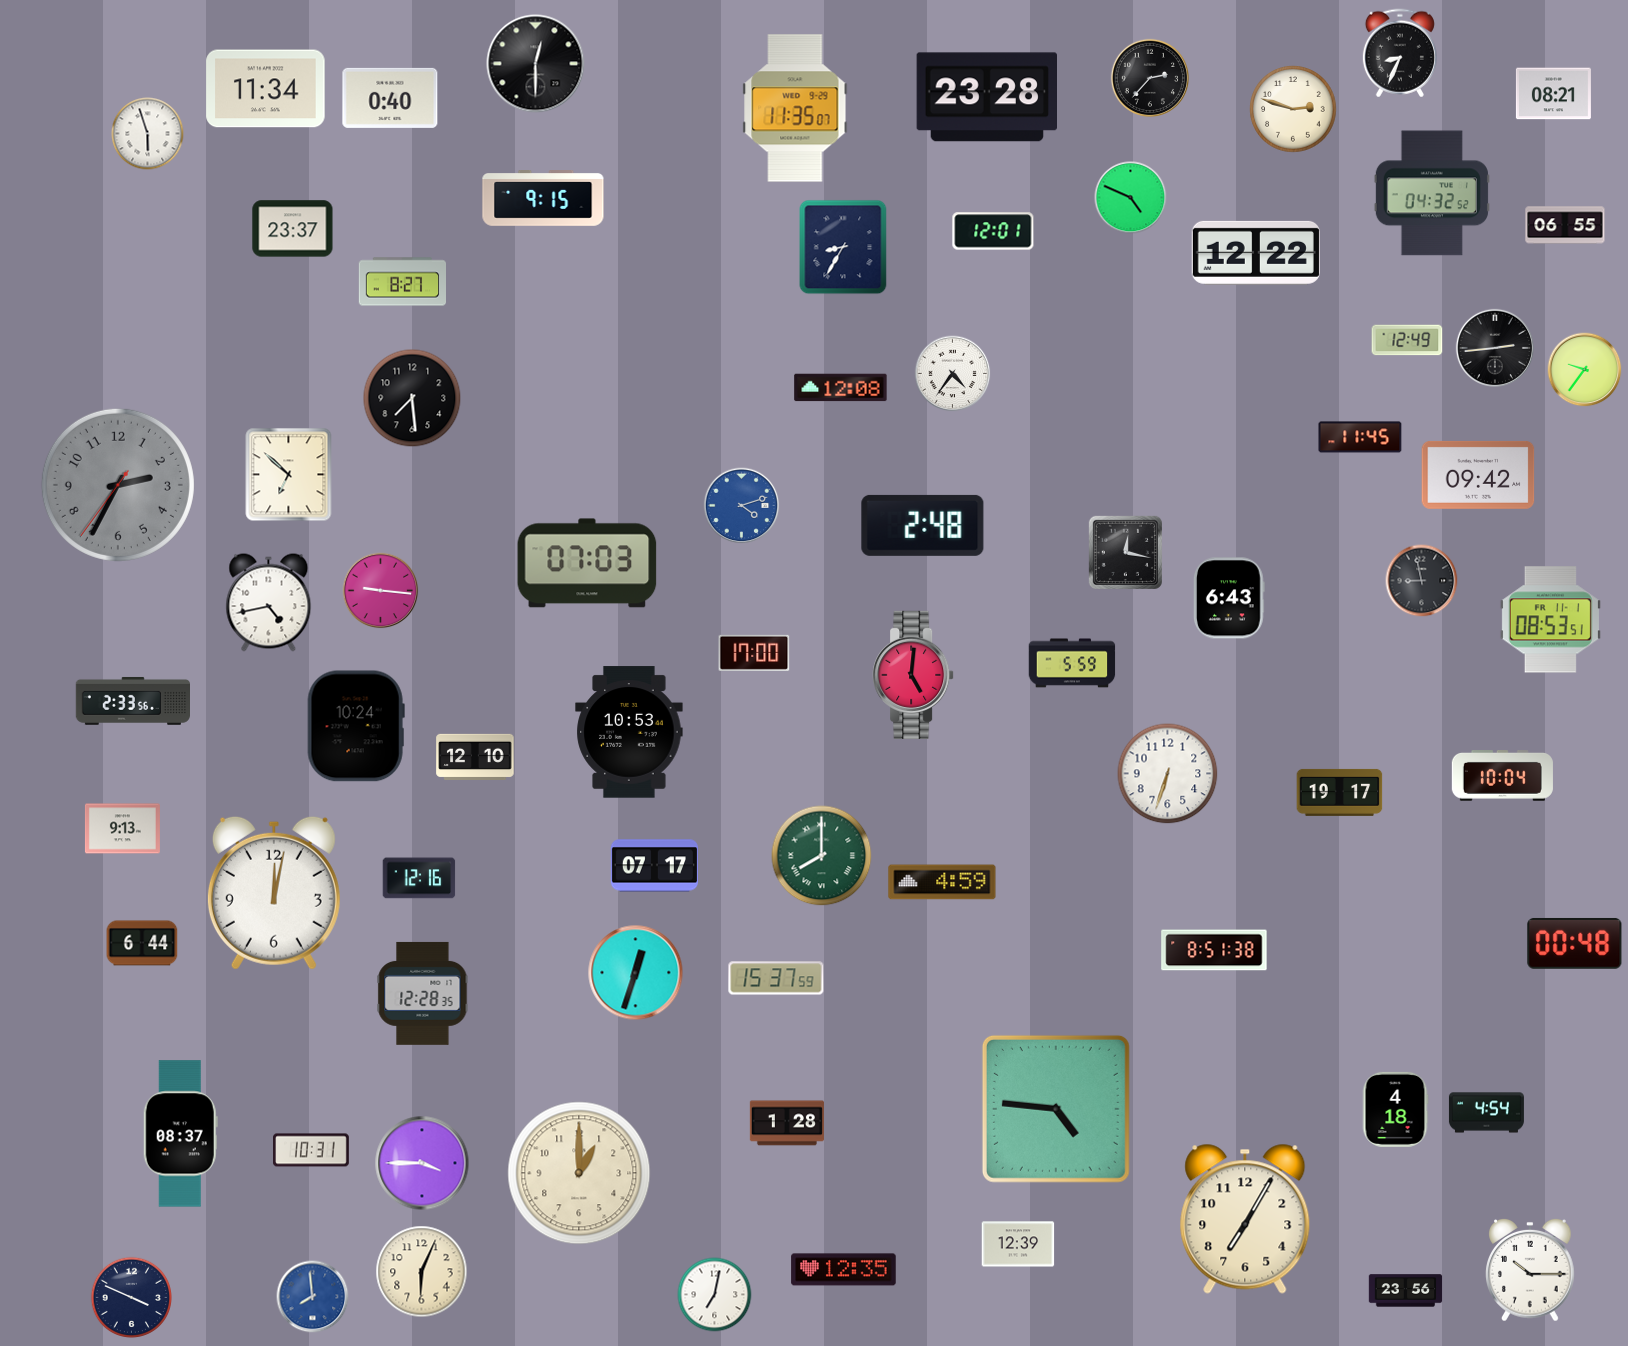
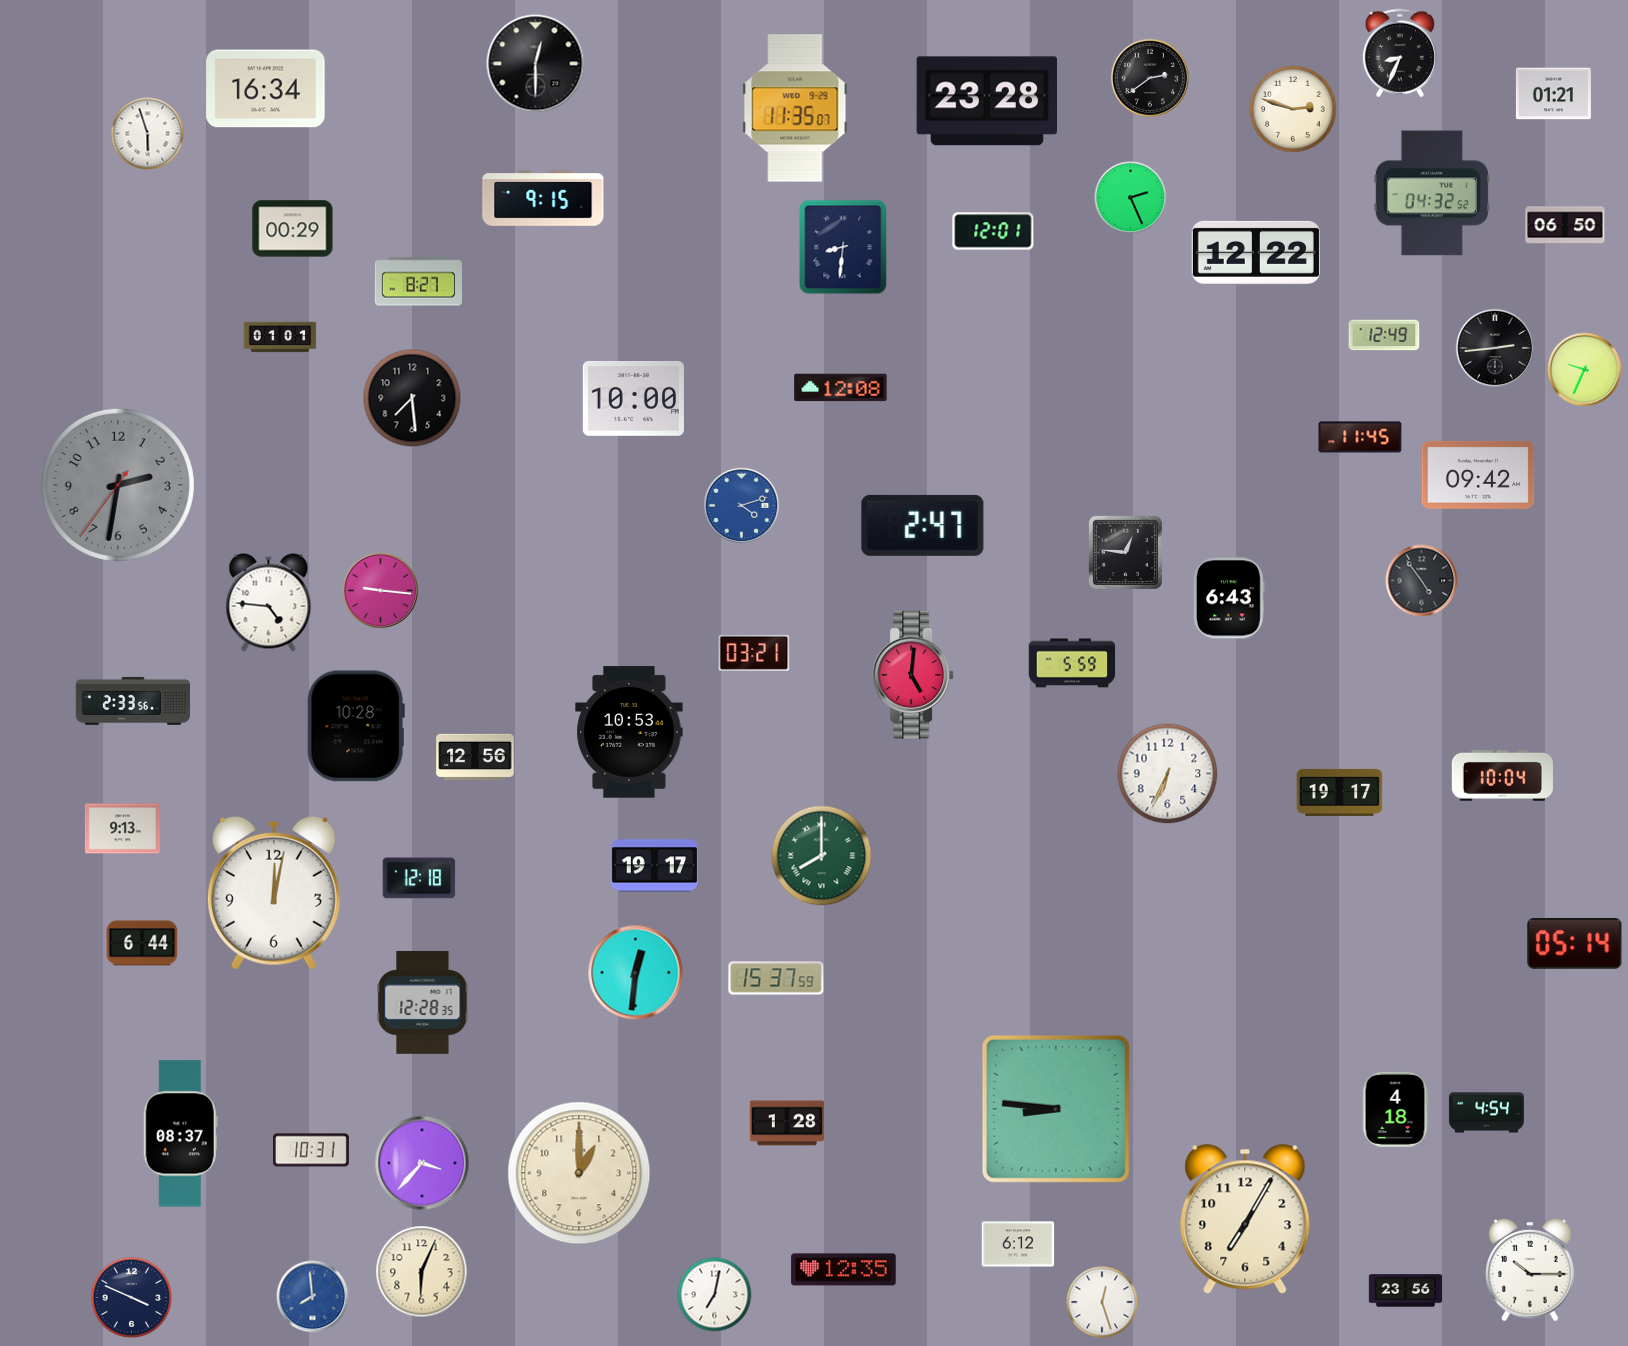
clock at (1149, 77): 2:37 -> 2:39
clock at (266, 89): 11:34 -> 16:34
clock at (1553, 94): 08:21 -> 01:21
clock at (986, 97) position: (986, 97) -> (986, 101)
clock at (390, 98): 0:40 -> none
clock at (1131, 198): 4:49 -> 2:26
clock at (1565, 225): 06:55 -> 06:50
clock at (293, 229): 23:37 -> 00:29
clock at (843, 247): 8:35 -> 8:31
clock at (402, 282) position: (402, 282) -> (418, 282)
clock at (280, 337): none -> 01:01
clock at (1407, 340) position: (1407, 340) -> (1384, 335)
clock at (1585, 370): 9:36 -> 9:34
clock at (953, 374): 4:36 -> none
clock at (633, 399): none -> 10:00
clock at (289, 475): 6:52 -> none
clock at (118, 485): 2:34 -> 2:31
clock at (923, 525): 2:48 -> 2:47
clock at (1125, 552): 12:17 -> 12:46
clock at (587, 563): 07:03 -> none
clock at (1422, 581): 8:58 -> 4:54
clock at (269, 603): 4:43 -> 4:46
clock at (1550, 620): 08:53 -> none
clock at (754, 653): 17:00 -> 03:21
clock at (356, 726): 10:24 -> 10:28
clock at (475, 757): 12:10 -> 12:56
clock at (1168, 774): 6:33 -> 6:34
clock at (654, 866): 07:17 -> 19:17
clock at (419, 878): 12:16 -> 12:18
clock at (942, 882): 4:59 -> none
clock at (1575, 943): 00:48 -> 05:14
clock at (1214, 950): 8:51 -> none
clock at (636, 973): 12:33 -> 12:31
clock at (423, 993) position: (423, 993) -> (423, 1002)
clock at (1056, 1109): 4:46 -> 8:46
clock at (422, 1163): 3:45 -> 3:37
clock at (1018, 1244): 12:39 -> 6:12
clock at (1102, 1302): none -> 12:27
